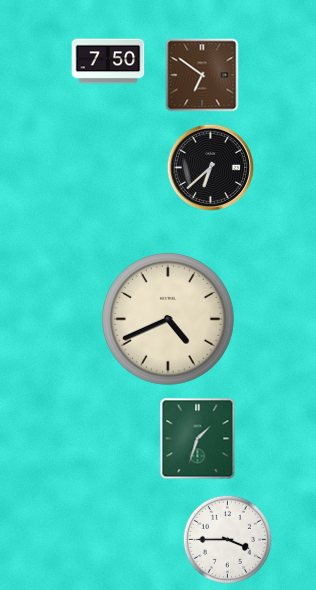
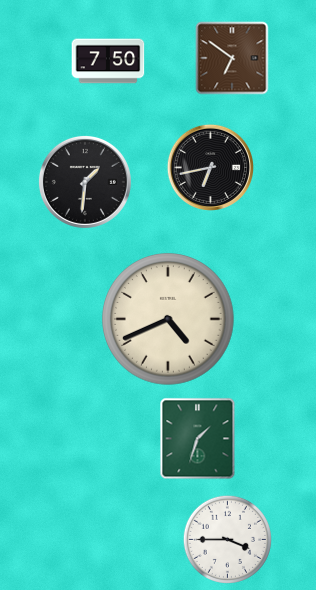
clock at (202, 75) position: (202, 75) -> (232, 58)
clock at (210, 167): 6:38 -> 6:43
clock at (85, 182): none -> 1:31
